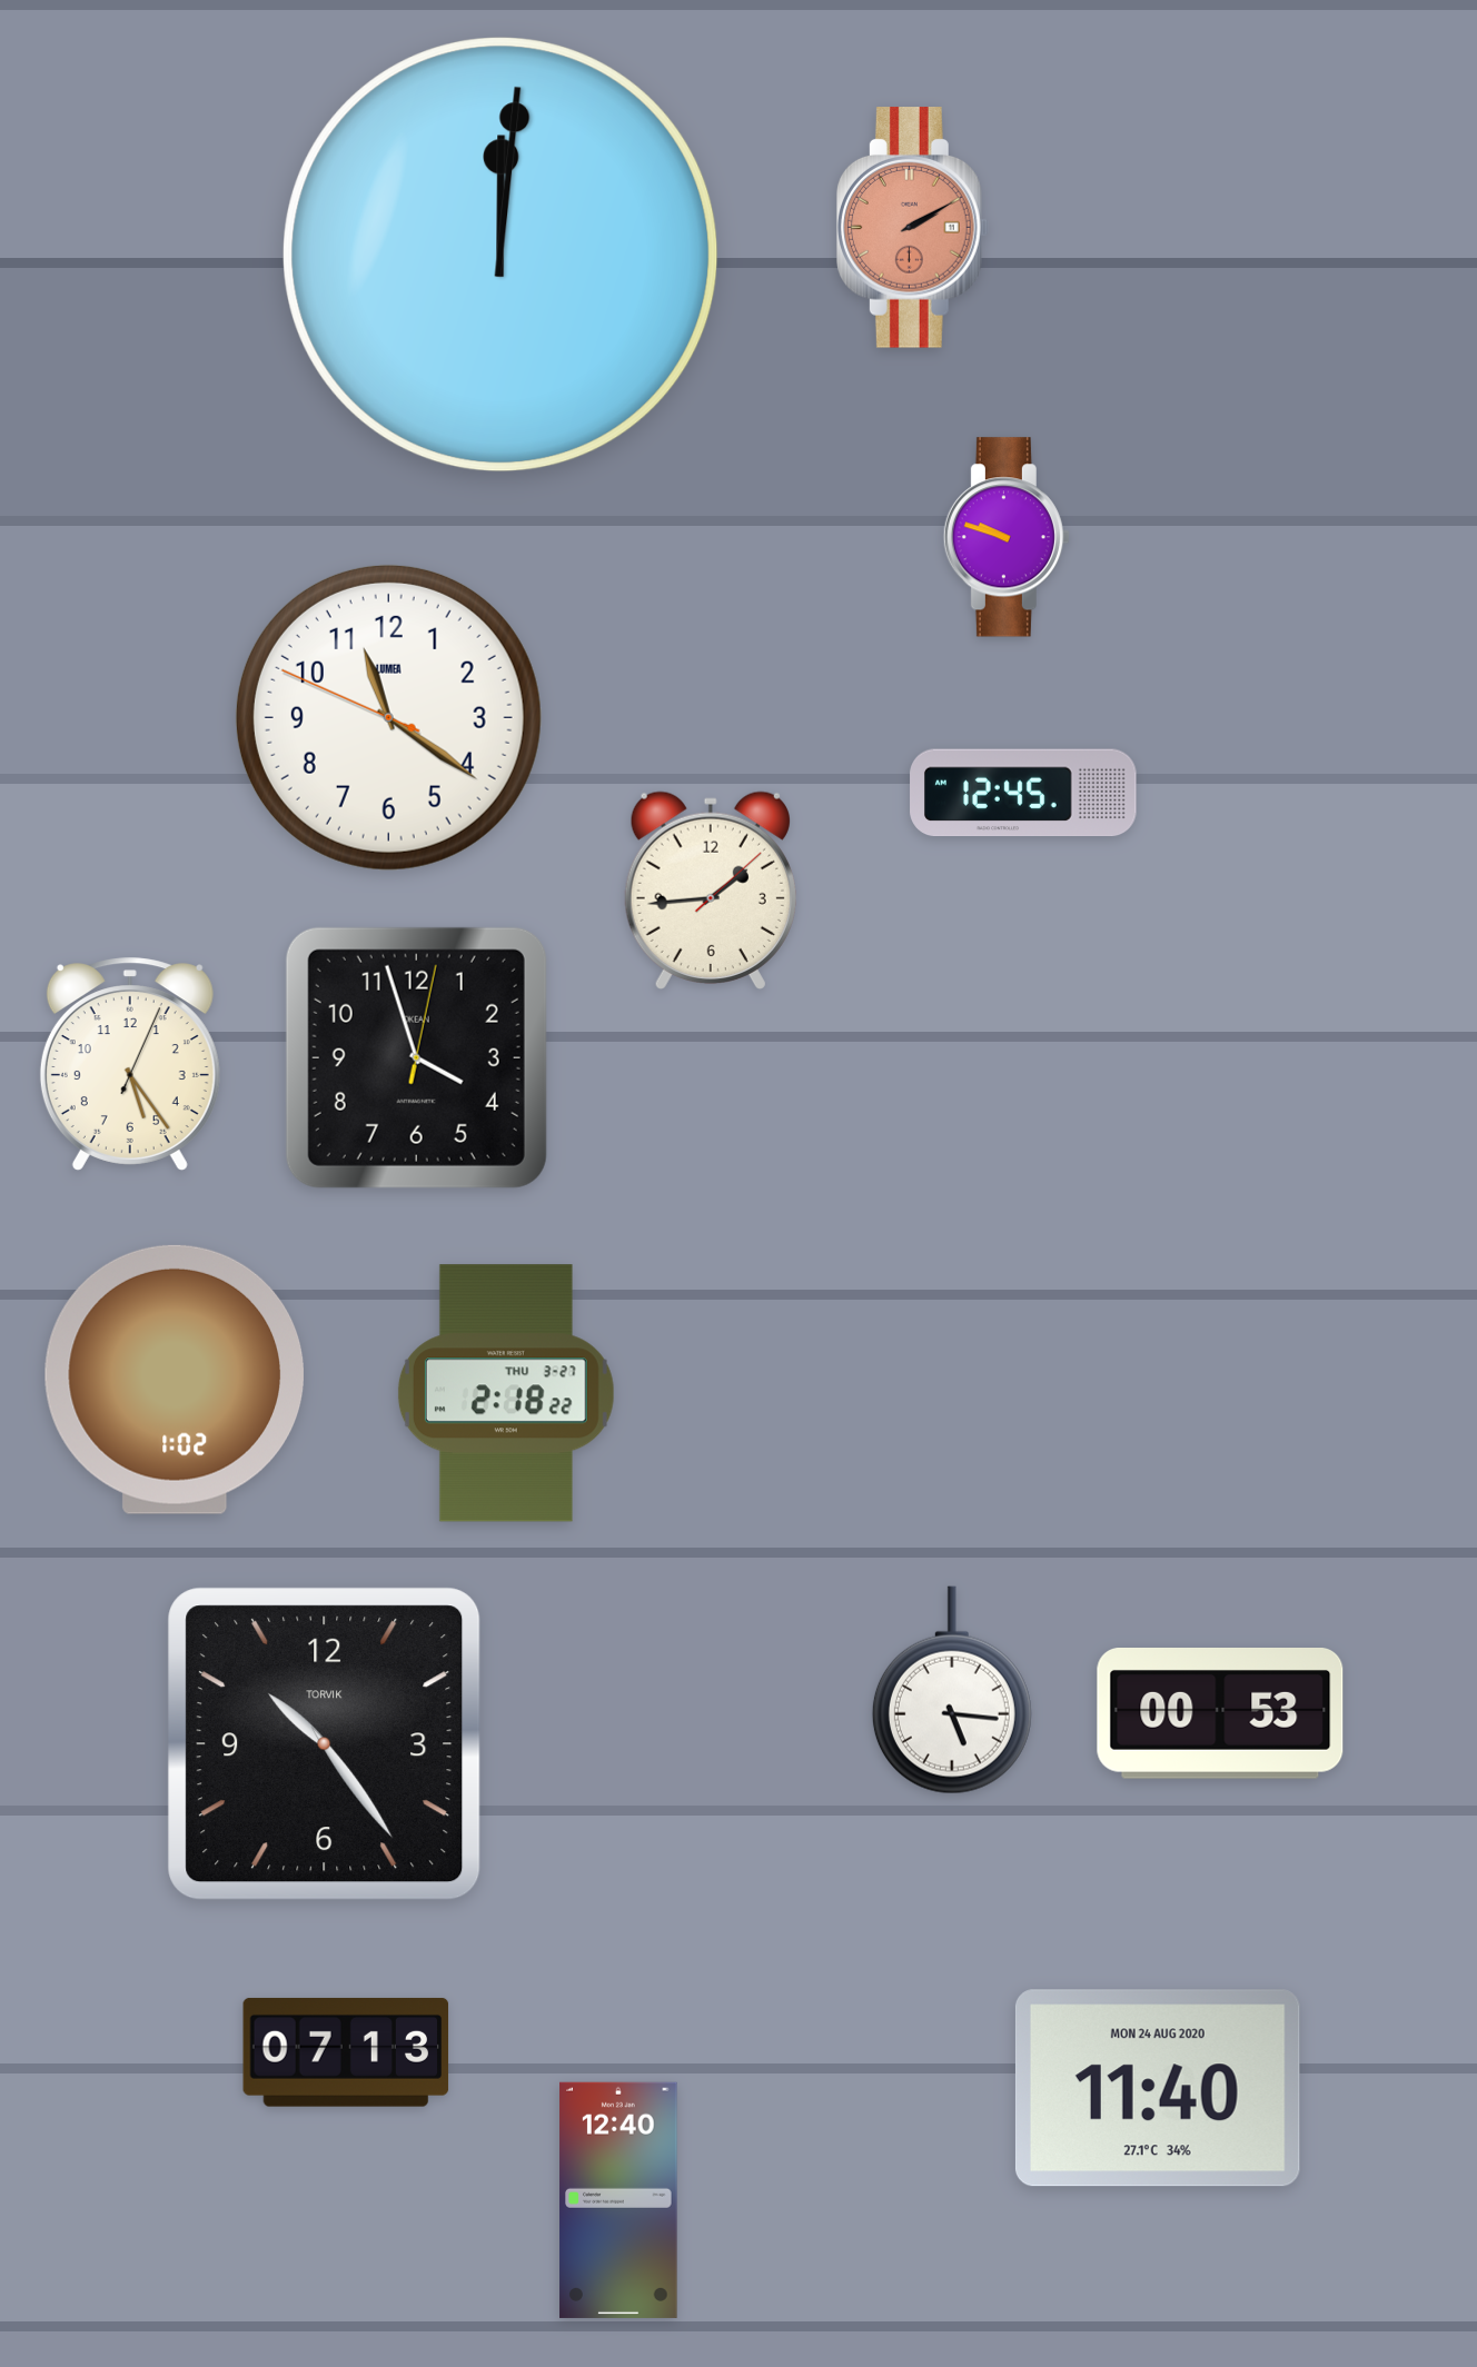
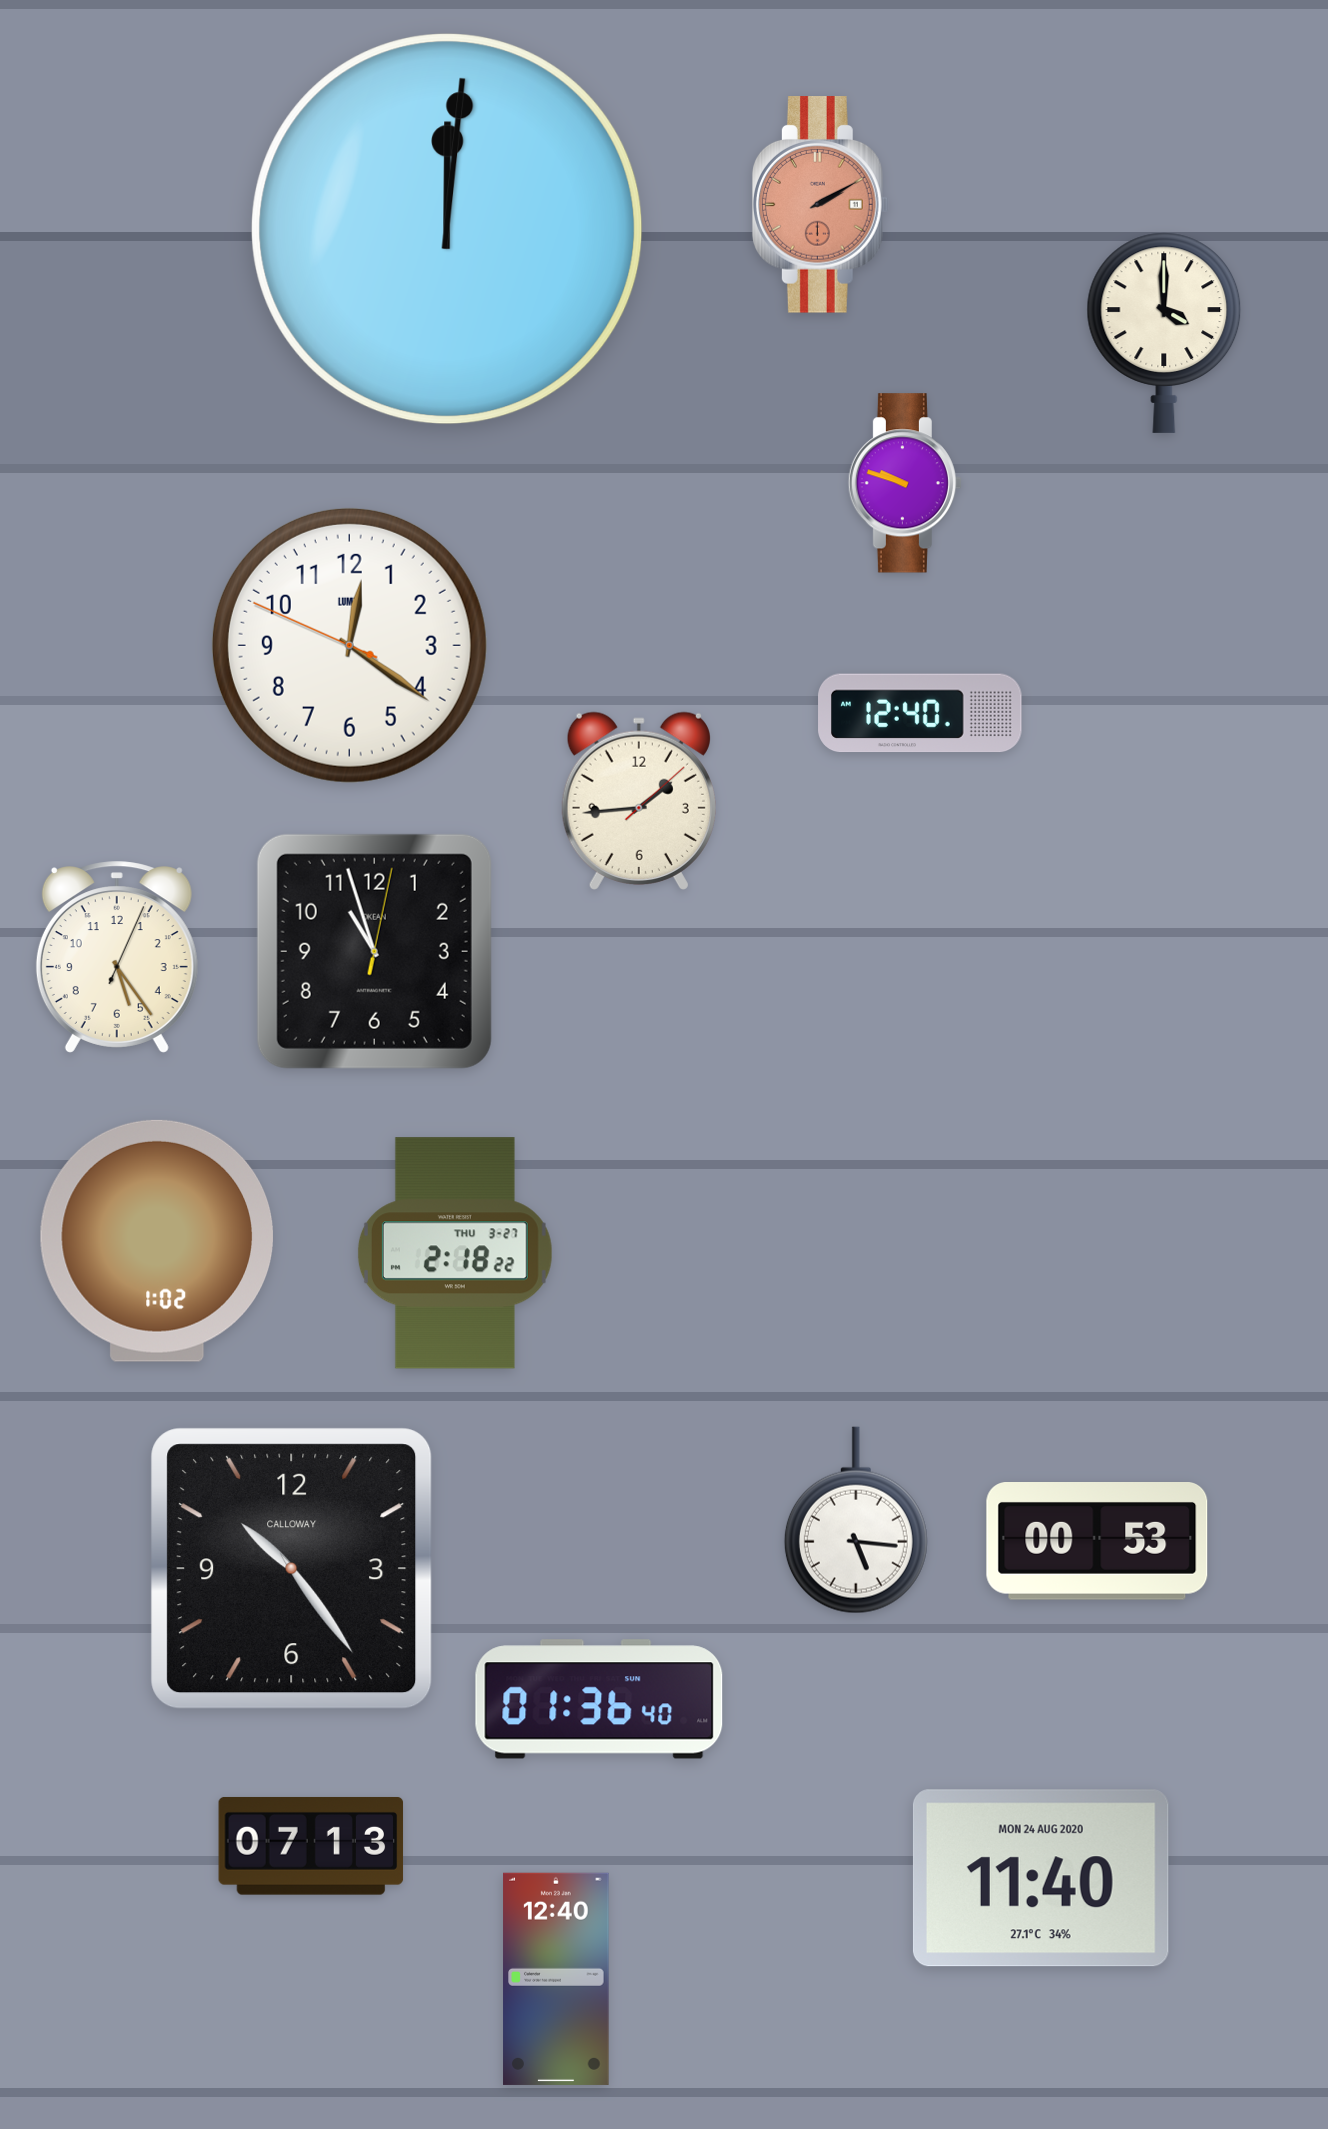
clock at (500, 255) position: (500, 255) -> (447, 229)
clock at (1164, 333): none -> 4:00
clock at (388, 717): 11:20 -> 12:20
clock at (1023, 793): 12:45 -> 12:40
clock at (416, 1057): 3:57 -> 10:57
clock at (325, 1744) brand: TORVIK -> CALLOWAY
clock at (599, 1699): none -> 01:36
